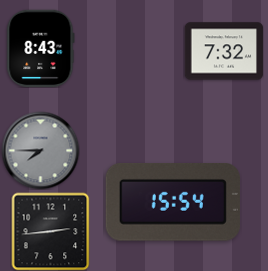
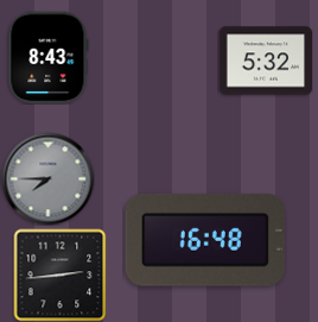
clock at (224, 51): 7:32 -> 5:32
clock at (173, 203): 15:54 -> 16:48
